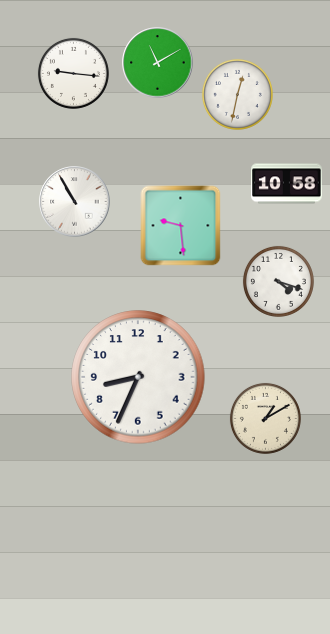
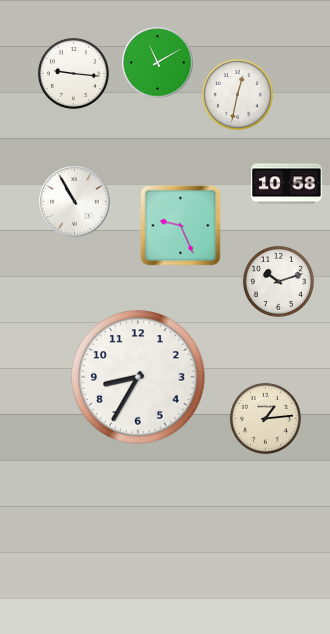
clock at (181, 226): 9:29 -> 9:26
clock at (278, 281): 4:18 -> 10:12
clock at (138, 377): 8:34 -> 8:35
clock at (265, 418): 1:10 -> 1:14
